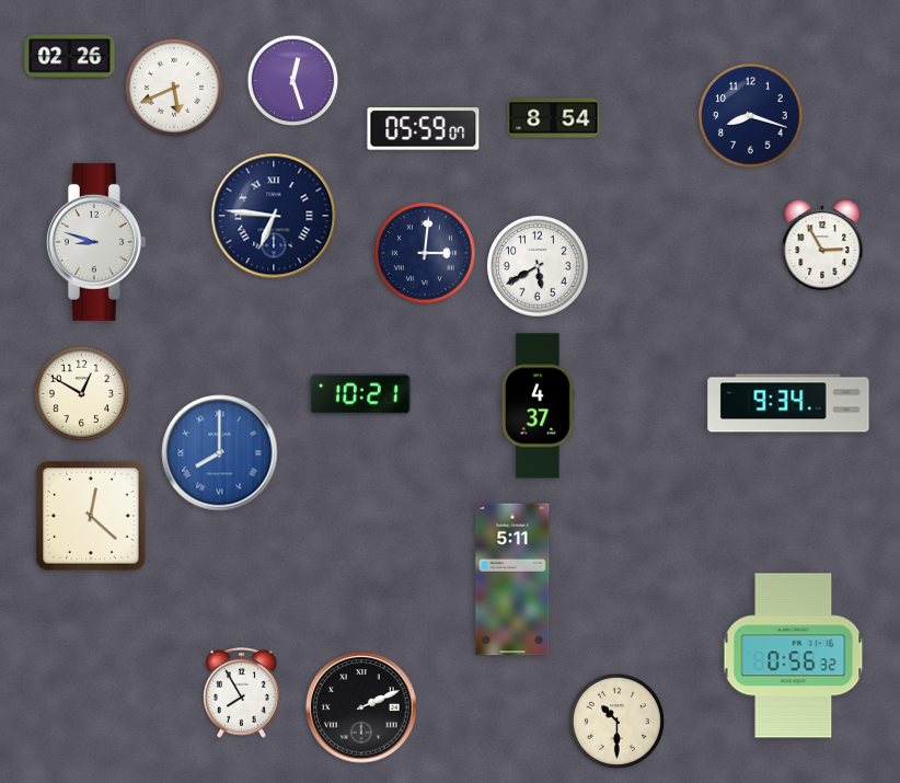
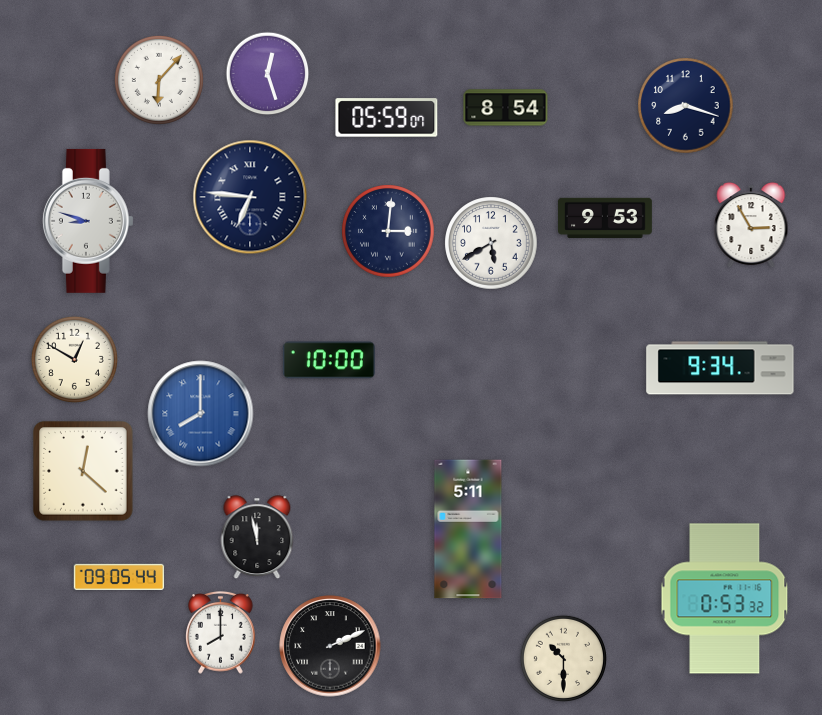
clock at (70, 57): 02:26 -> none
clock at (174, 88): 5:41 -> 6:07
clock at (605, 217): none -> 9:53
clock at (360, 394): 10:21 -> 10:00
clock at (539, 406): 4:37 -> none
clock at (257, 537): none -> 11:58
clock at (119, 576): none -> 09:05
clock at (794, 656): 0:56 -> 0:53
clock at (242, 692): 7:55 -> 8:00
